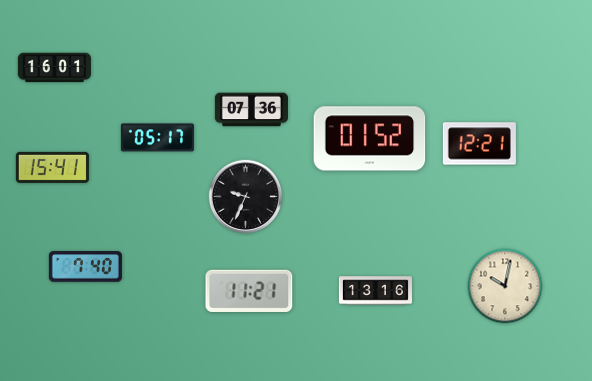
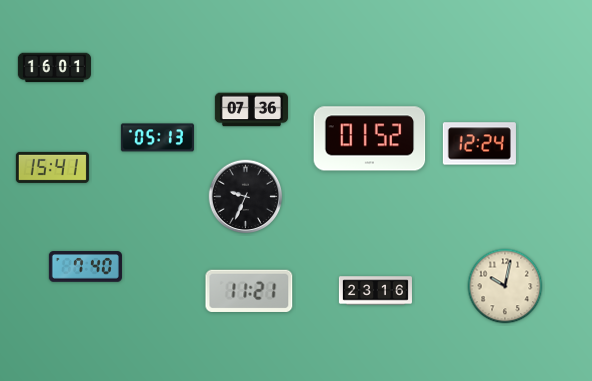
clock at (157, 138): 05:17 -> 05:13
clock at (479, 144): 12:21 -> 12:24
clock at (375, 291): 13:16 -> 23:16
